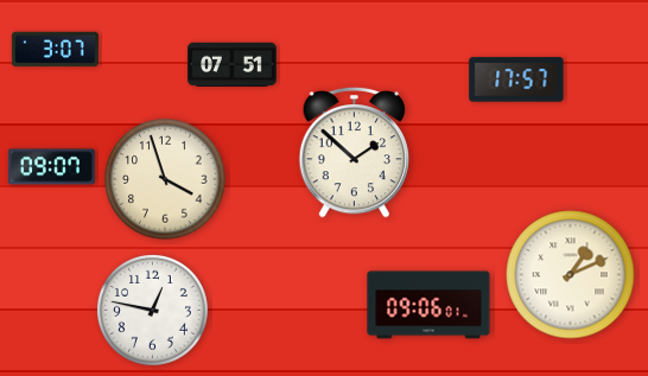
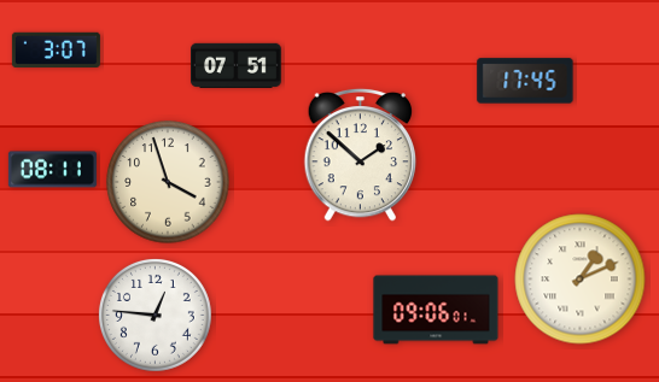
clock at (516, 79): 17:57 -> 17:45
clock at (51, 167): 09:07 -> 08:11
clock at (152, 310): 12:47 -> 12:46
